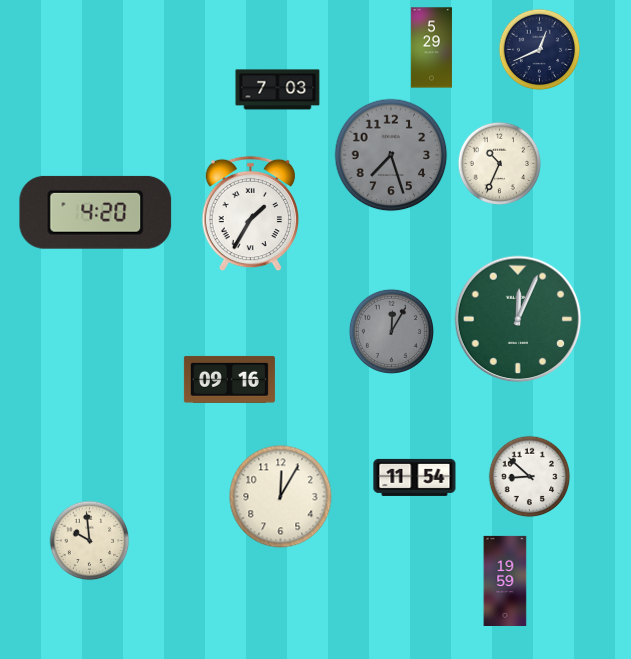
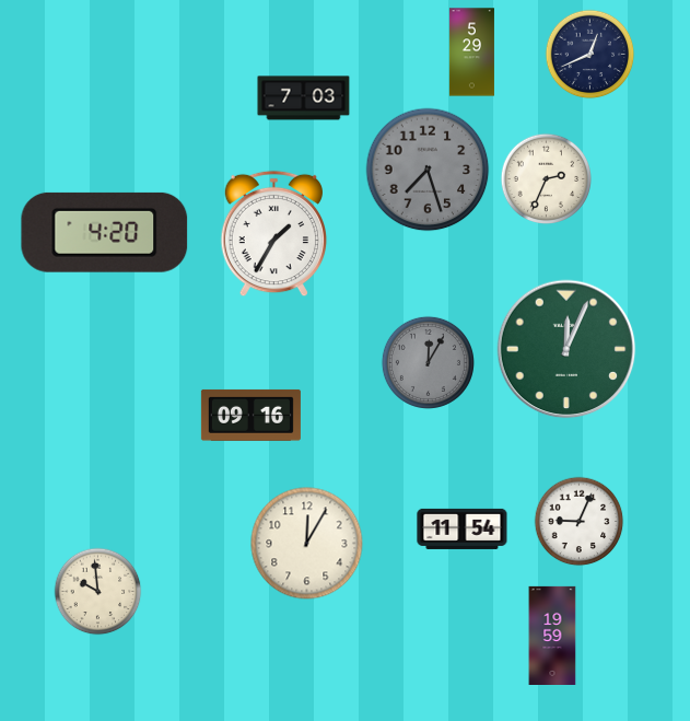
clock at (499, 163): 10:34 -> 2:34
clock at (415, 477) position: (415, 477) -> (463, 528)
clock at (530, 477): 8:52 -> 9:04
